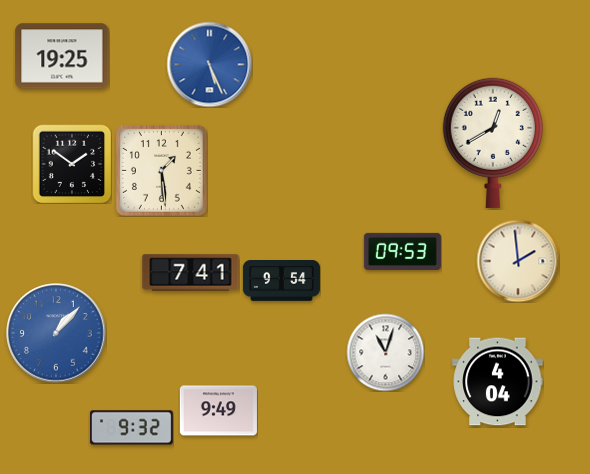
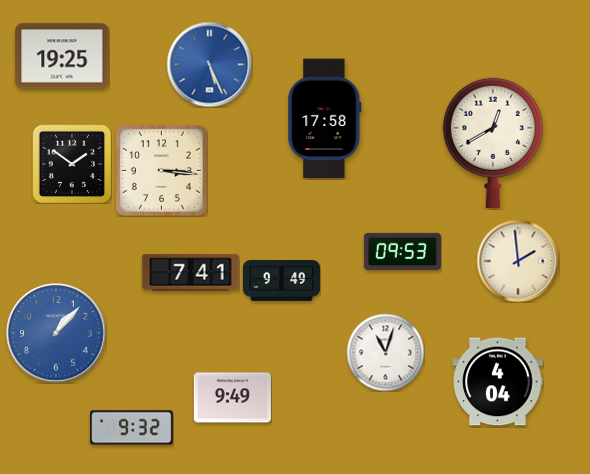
clock at (325, 119): none -> 17:58
clock at (161, 170): 1:29 -> 3:16
clock at (281, 281): 9:54 -> 9:49
clock at (218, 411) position: (218, 411) -> (232, 398)
